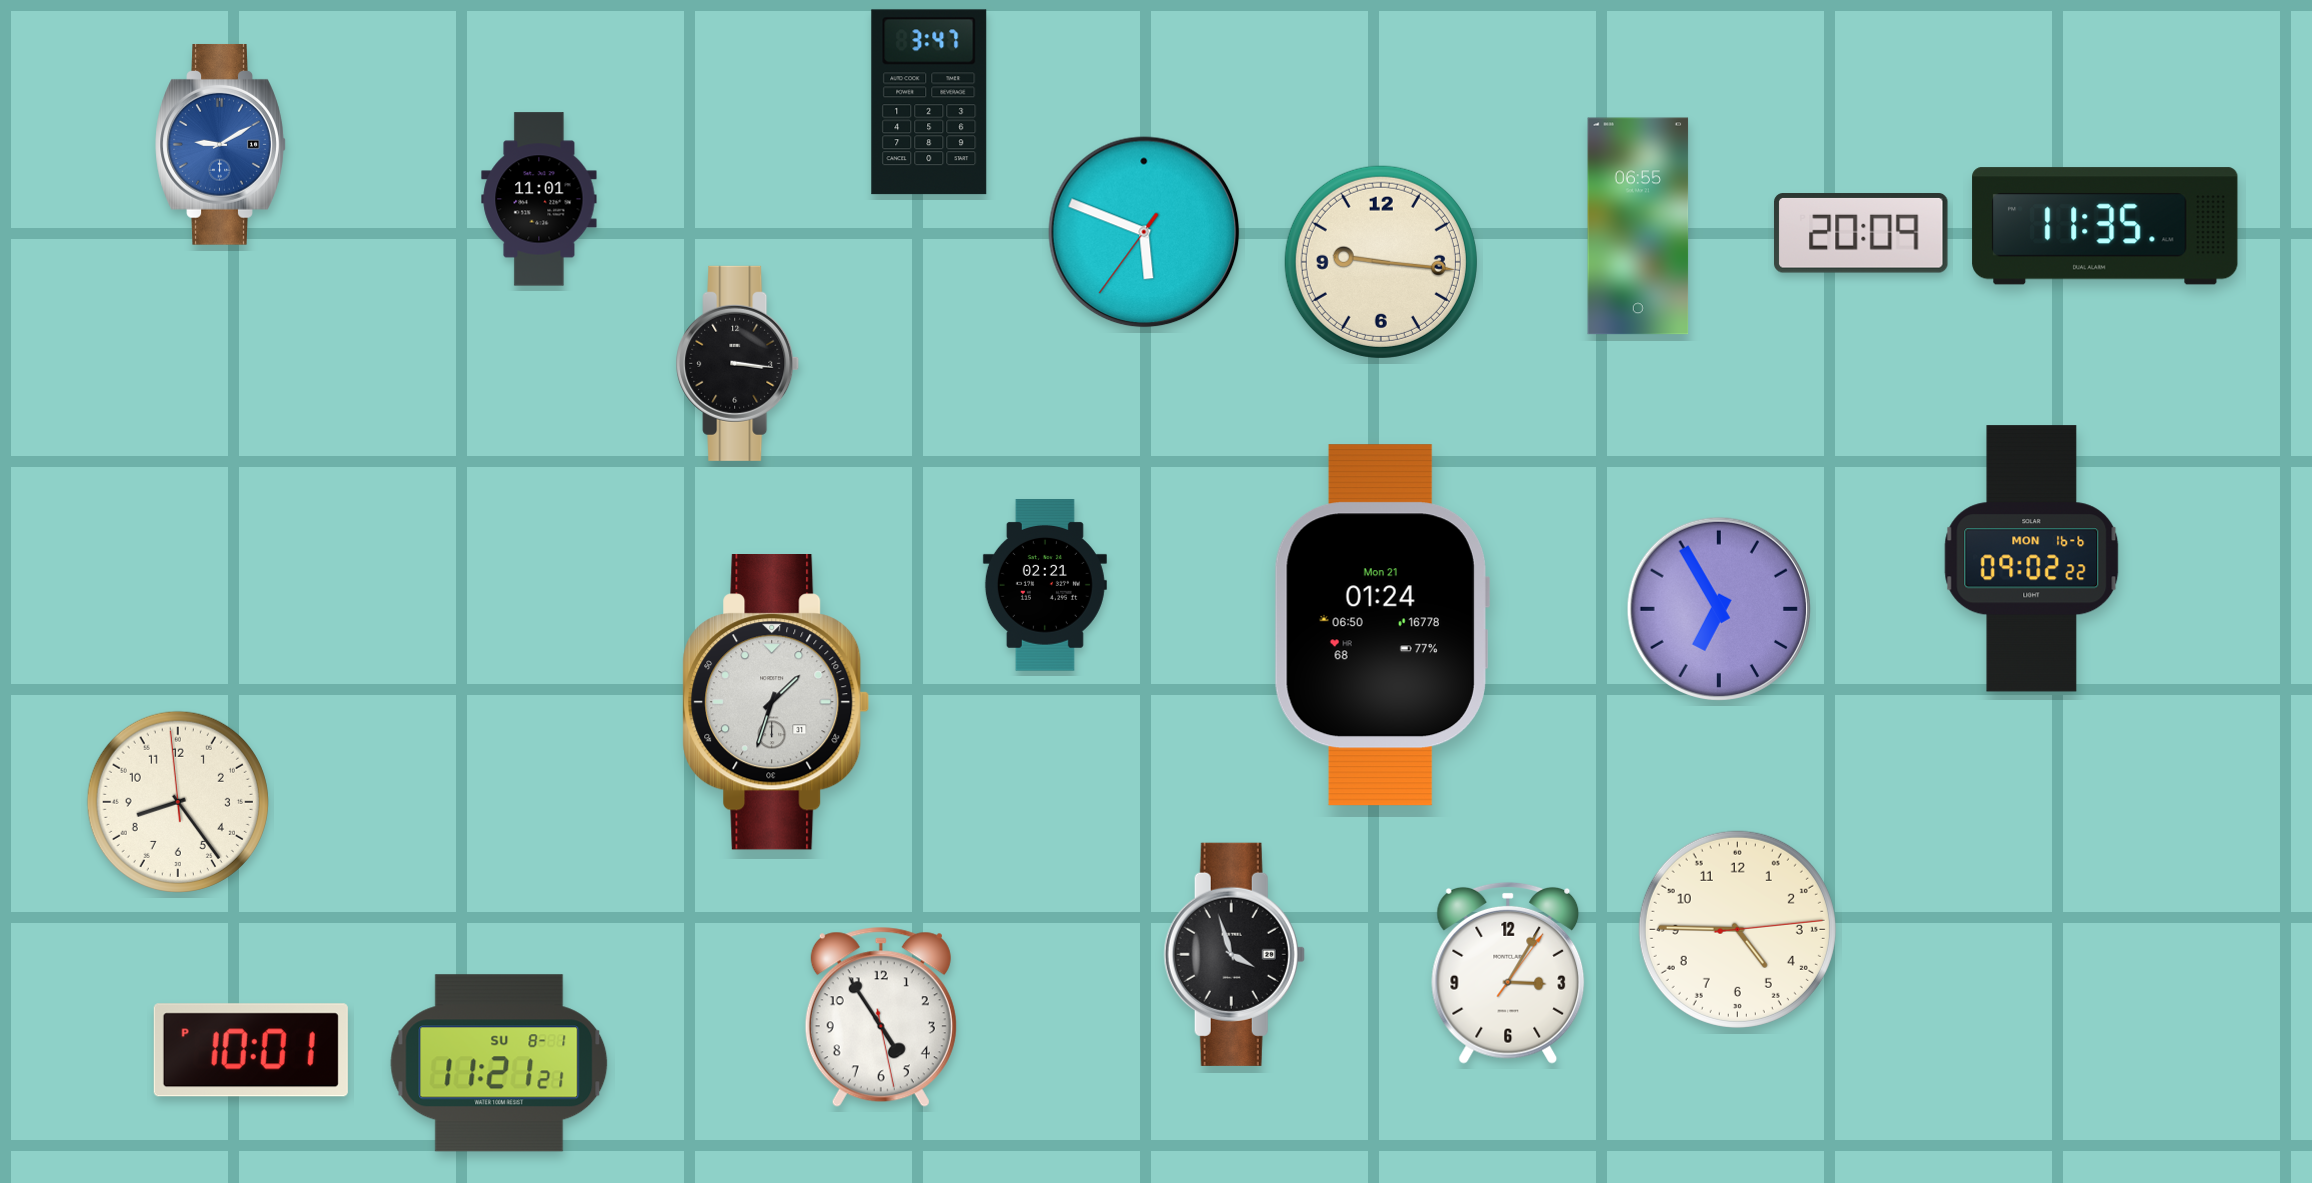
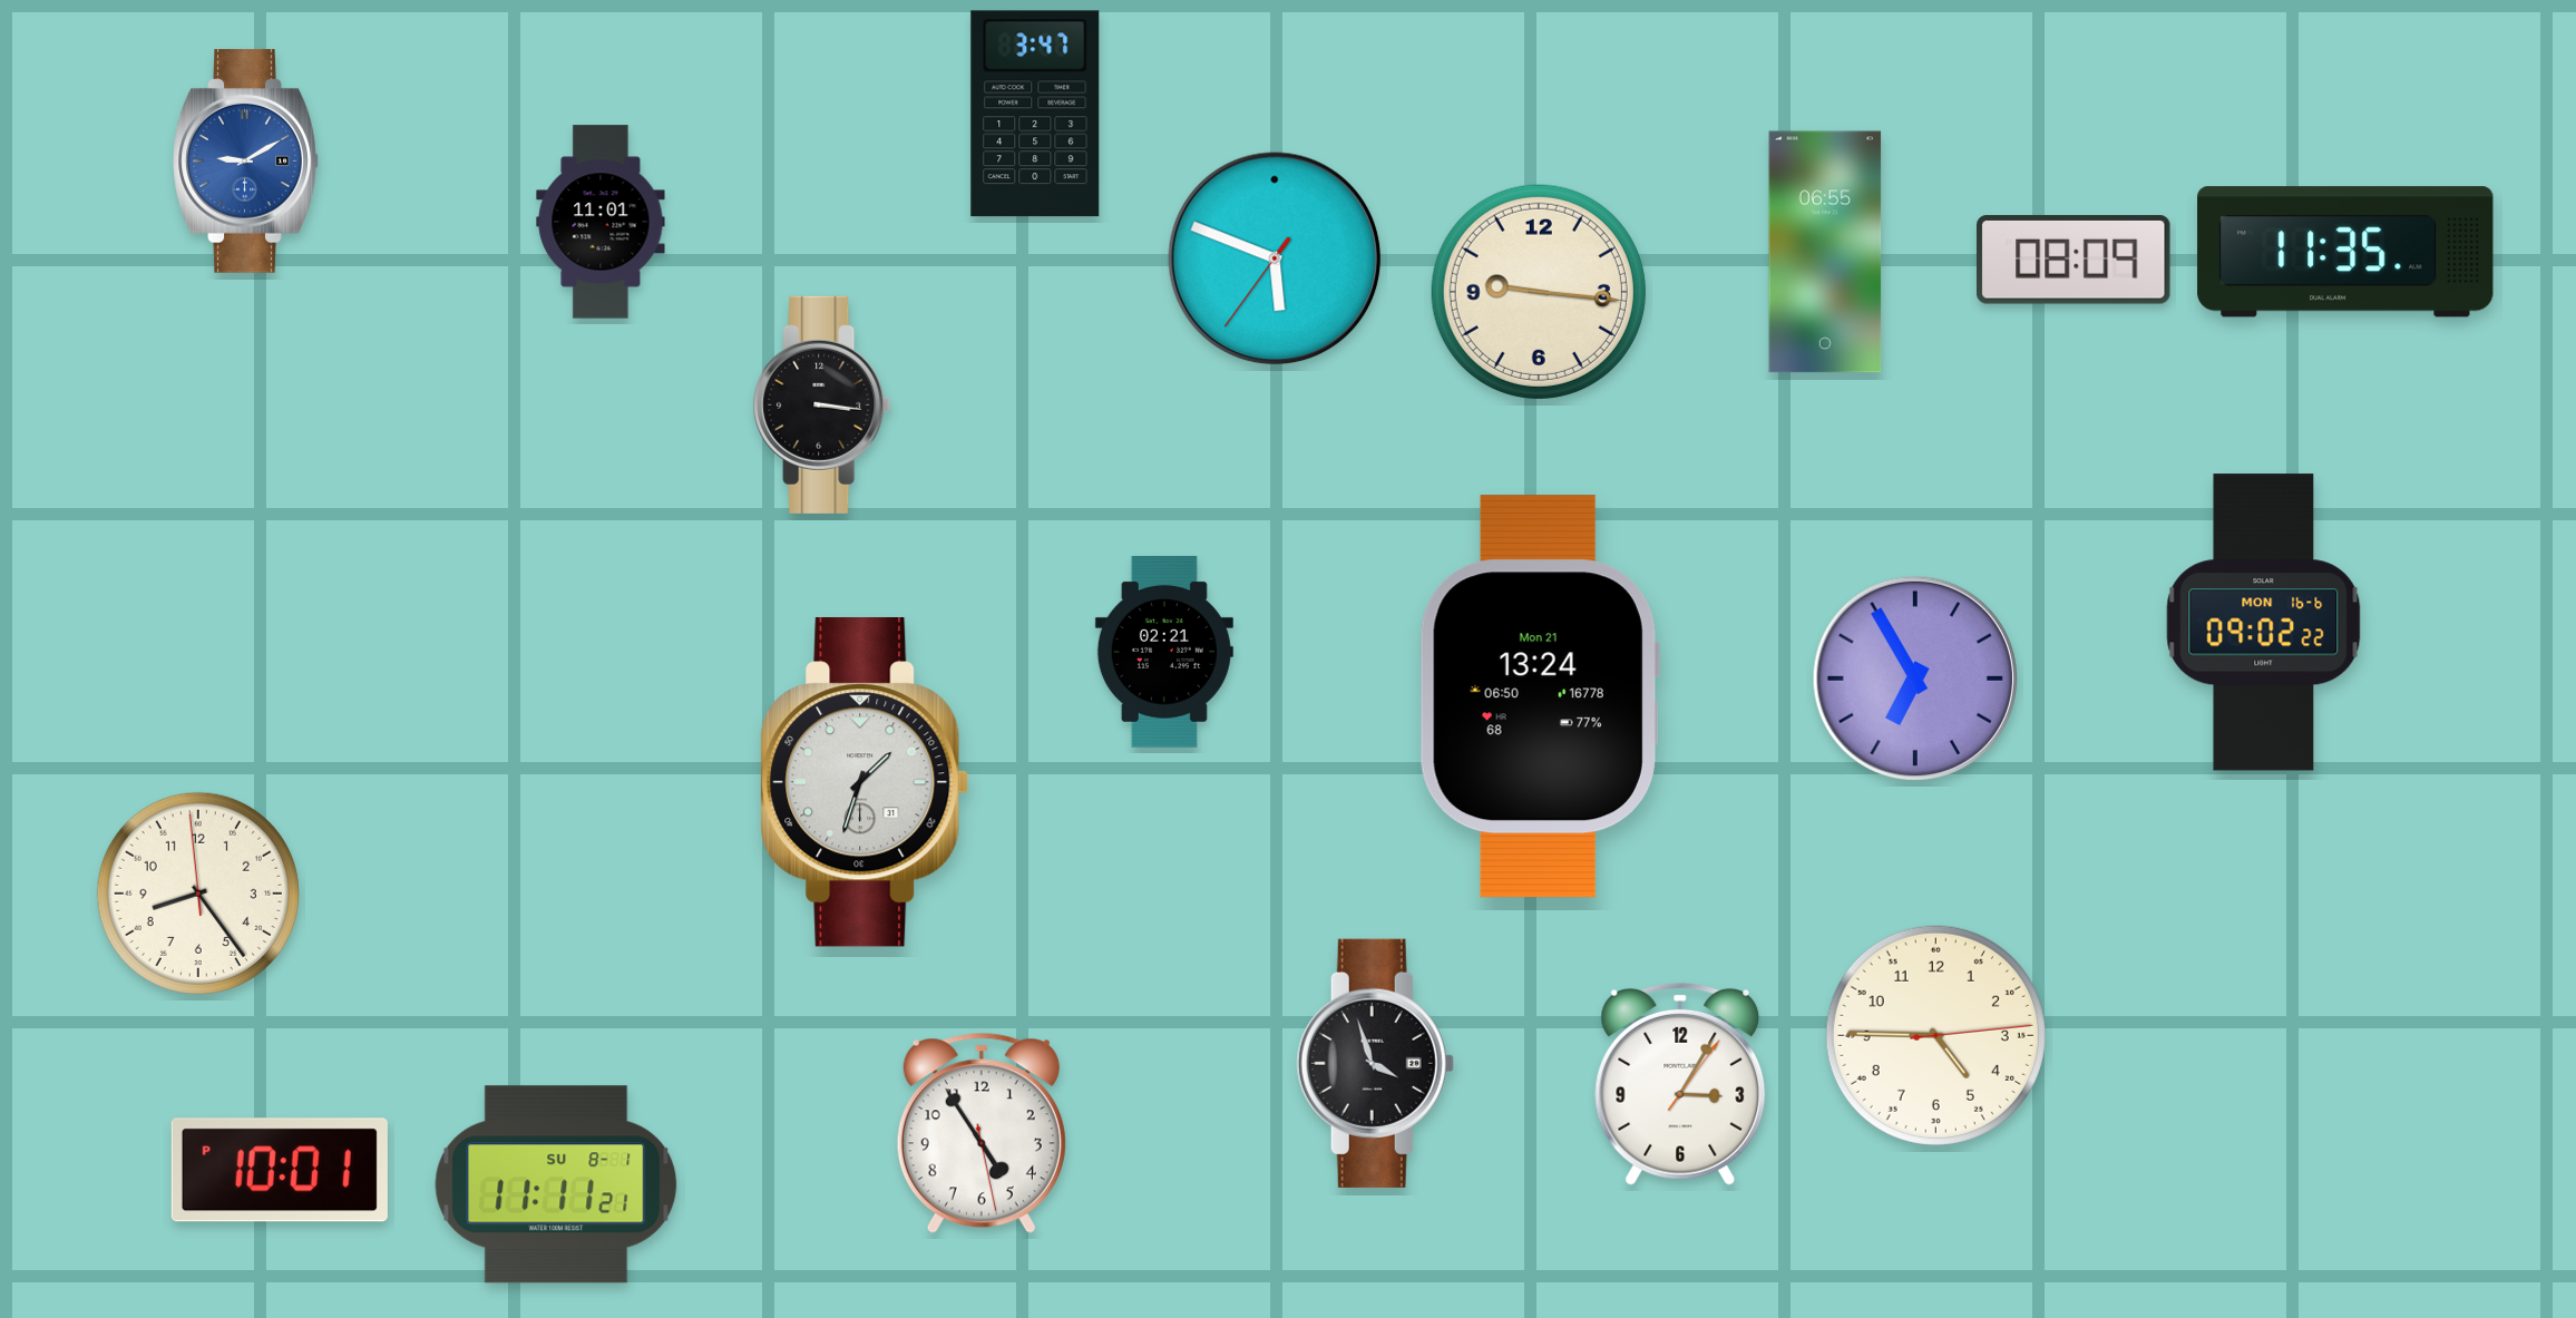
clock at (1862, 234): 20:09 -> 08:09
clock at (1382, 625): 01:24 -> 13:24
clock at (499, 1063): 11:21 -> 11:11
